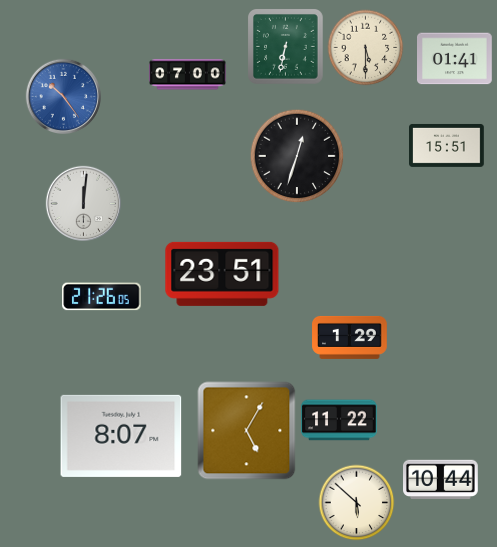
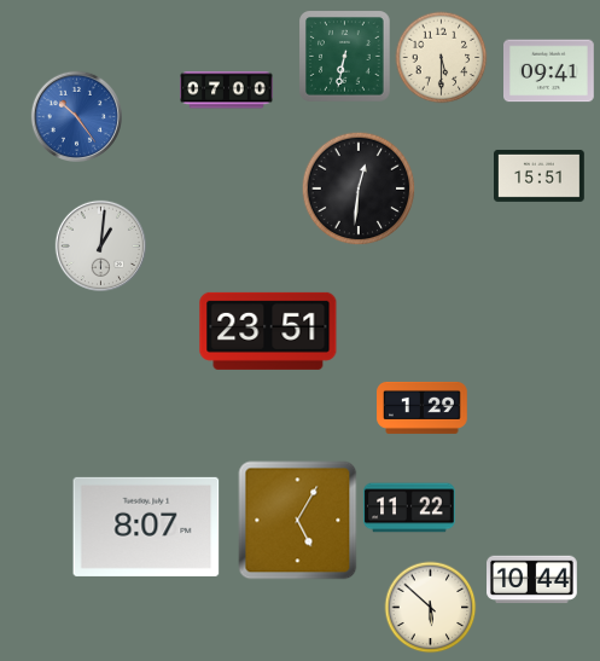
clock at (455, 59): 01:41 -> 09:41
clock at (297, 156): 12:33 -> 12:31
clock at (83, 203): 12:01 -> 1:01
clock at (102, 297): 21:26 -> none
